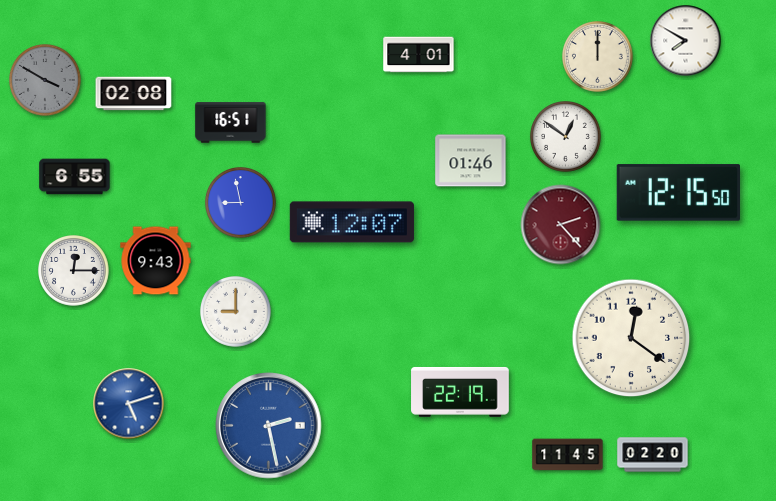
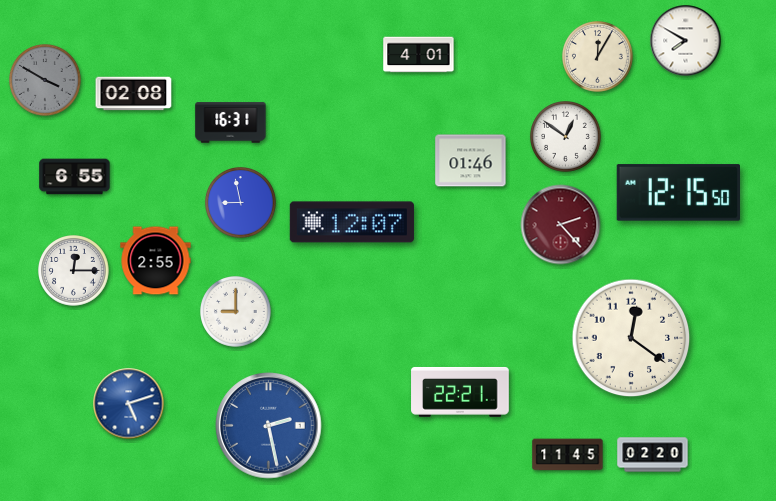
clock at (598, 57): 12:00 -> 12:05
clock at (231, 123): 16:51 -> 16:31
clock at (156, 261): 9:43 -> 2:55
clock at (460, 392): 22:19 -> 22:21
